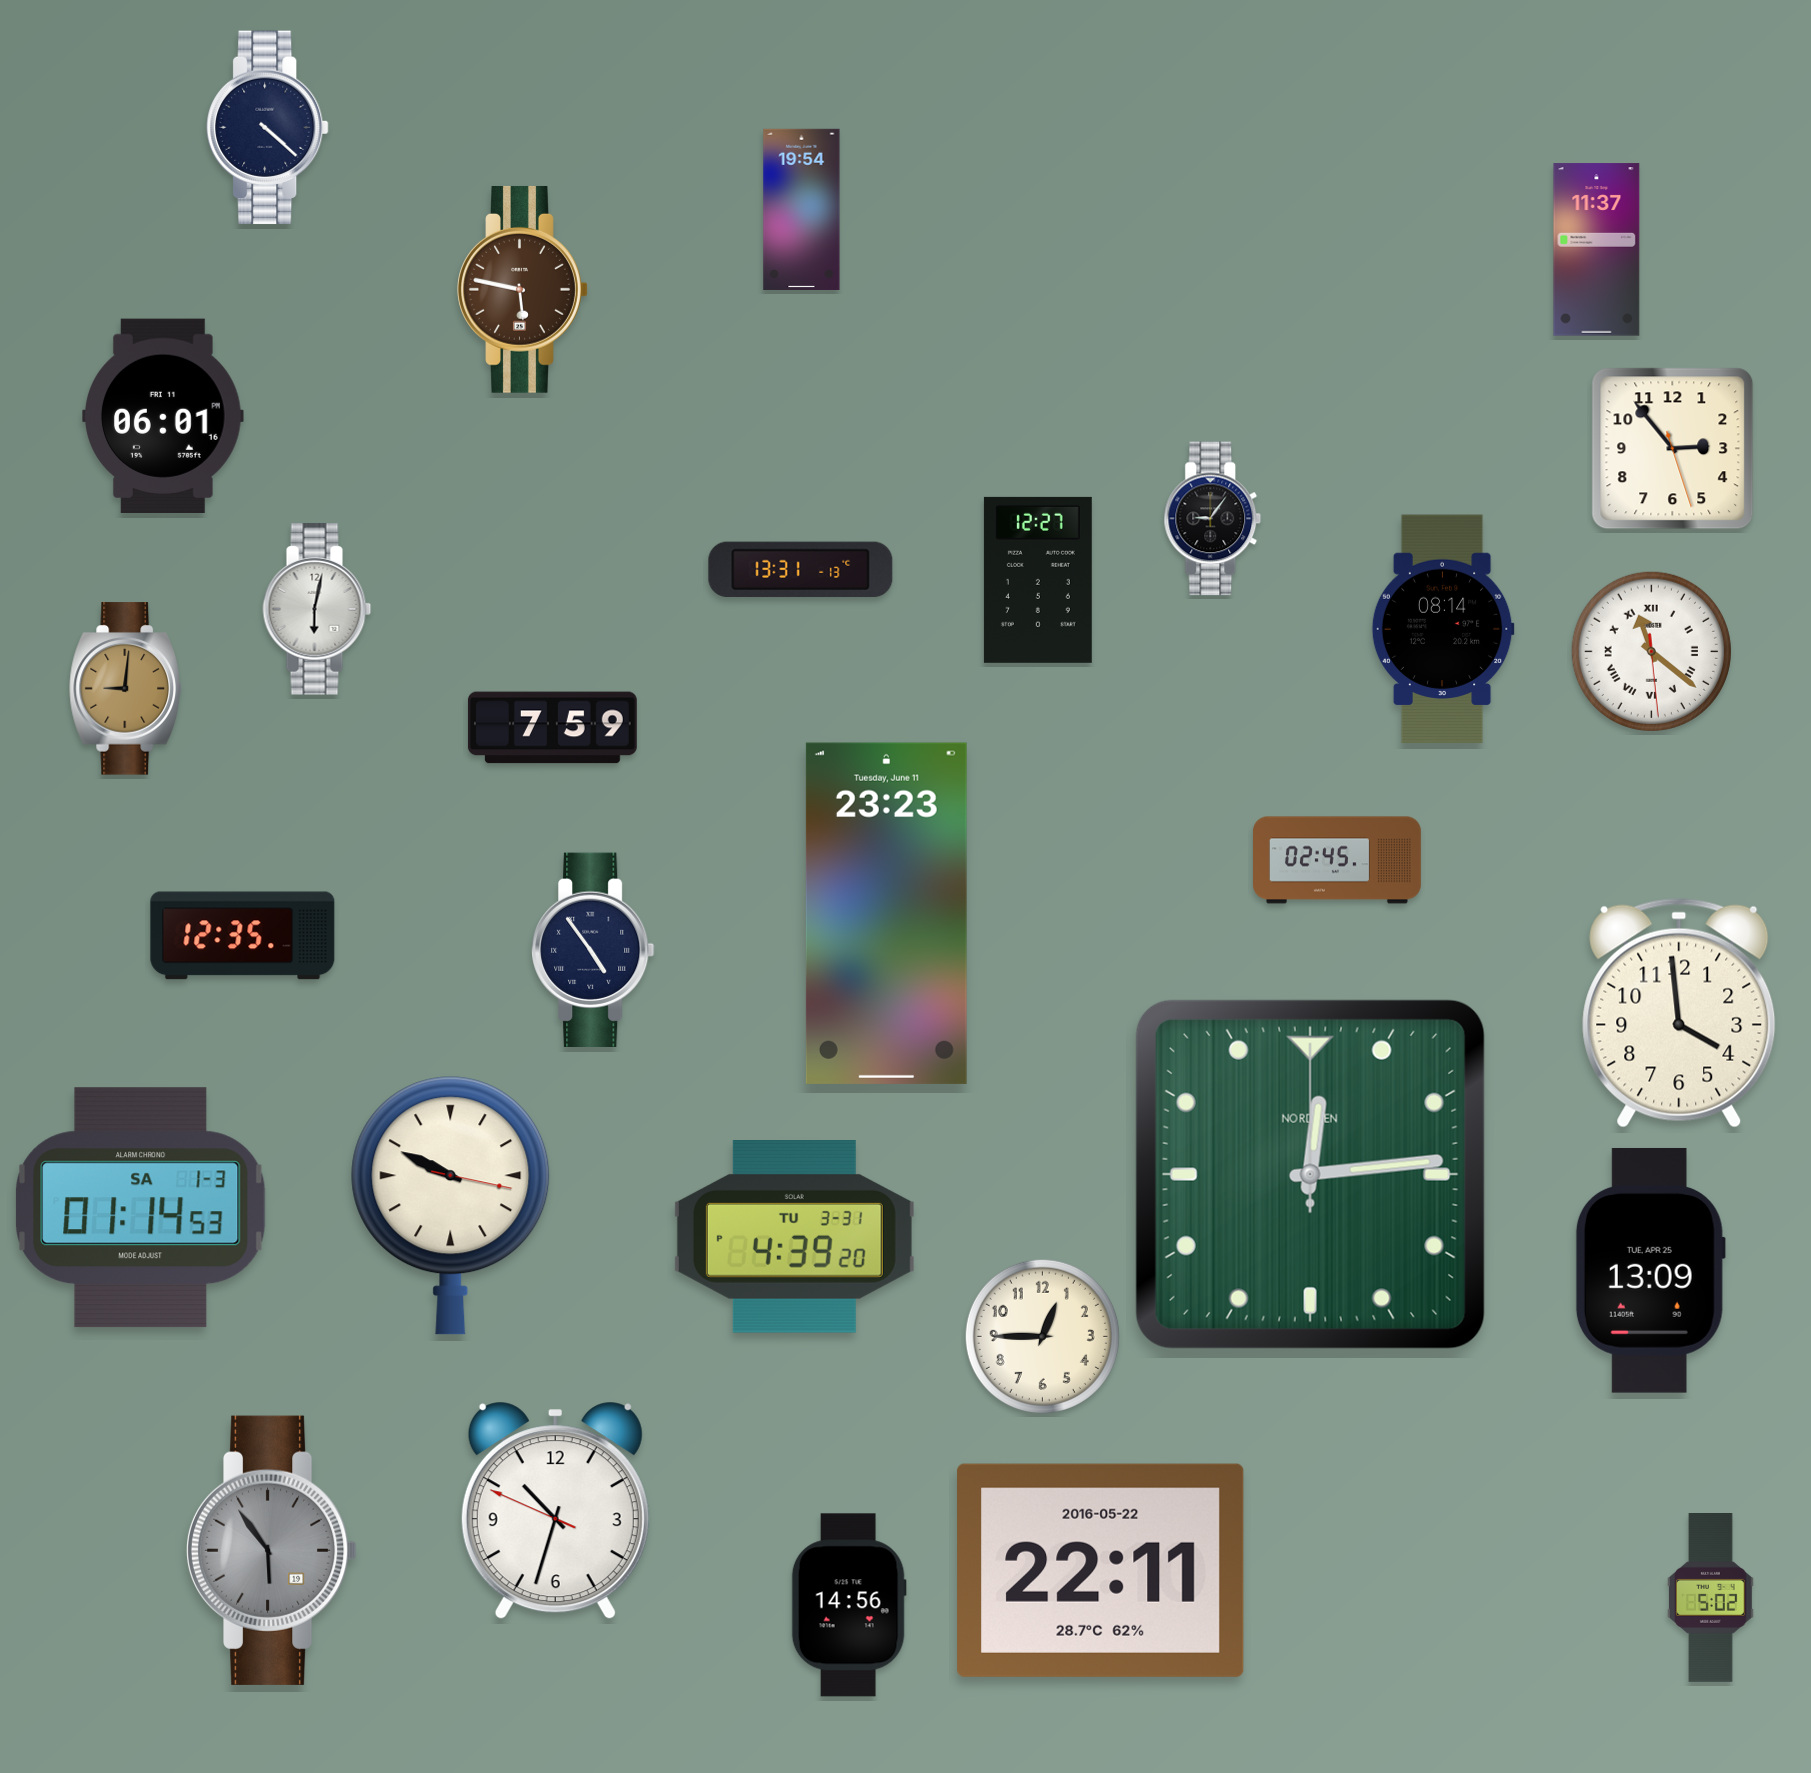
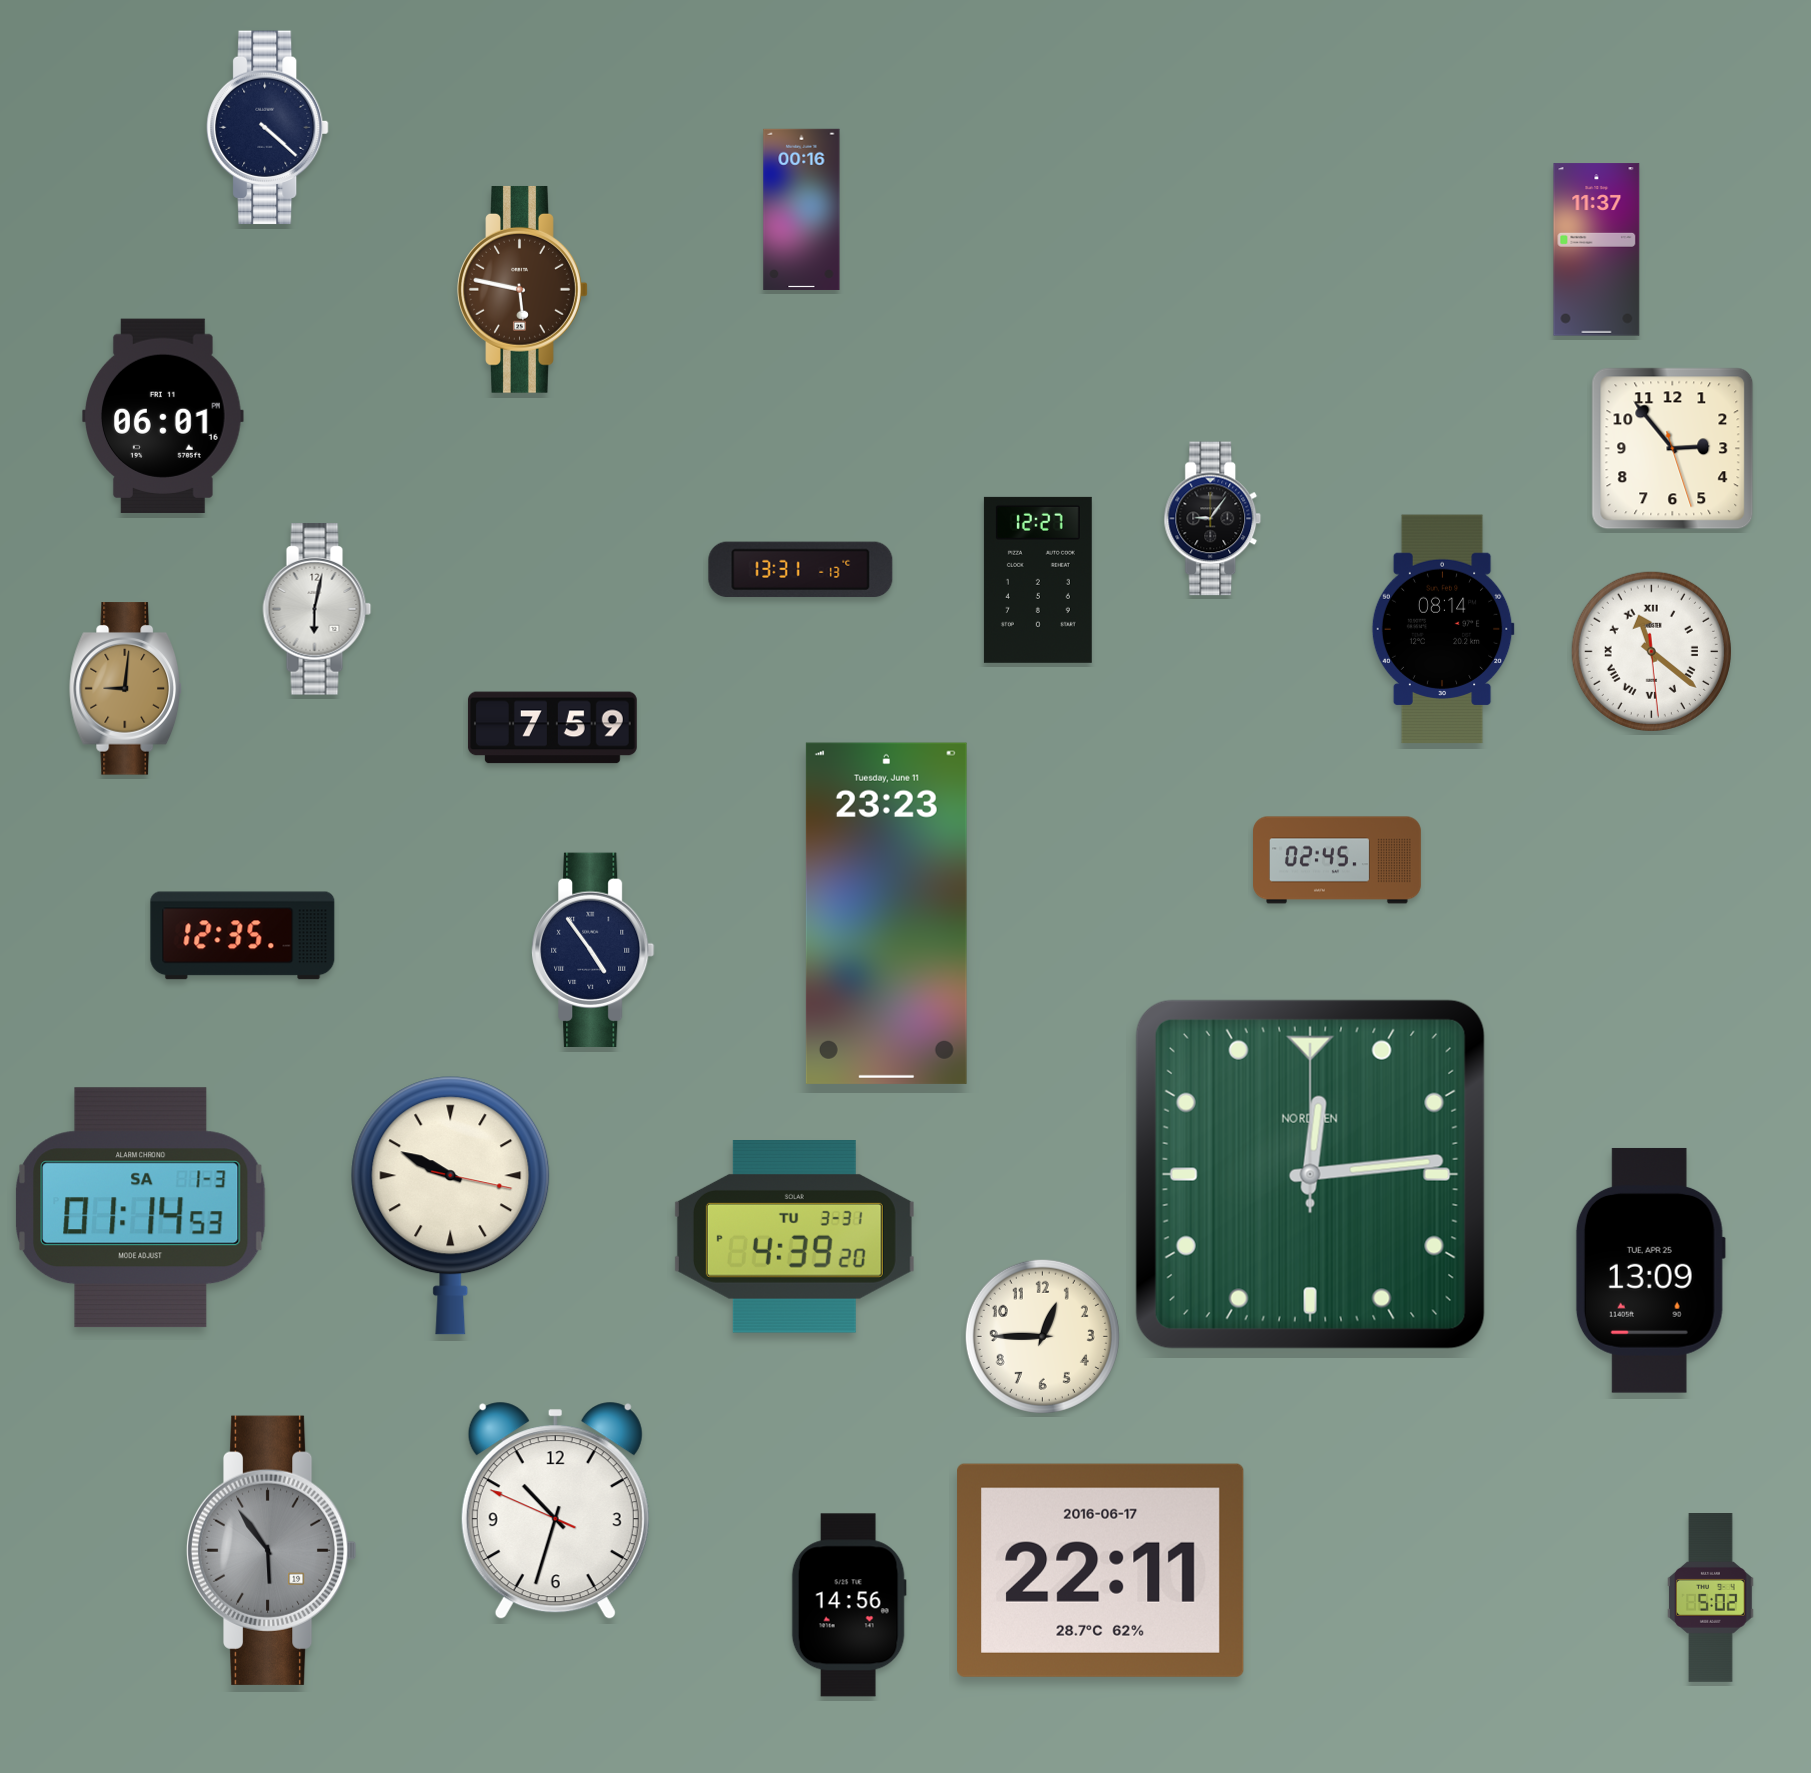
clock at (802, 209): 19:54 -> 00:16
clock at (1679, 1013): 3:59 -> none
clock at (1101, 1570) date: 2016-05-22 -> 2016-06-17
